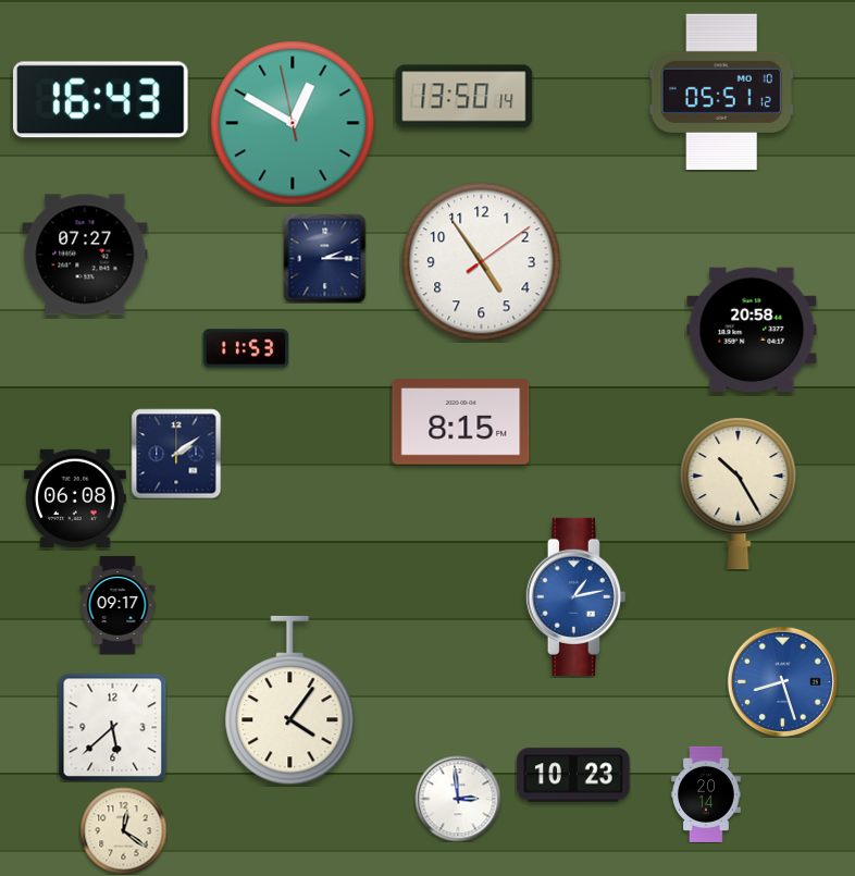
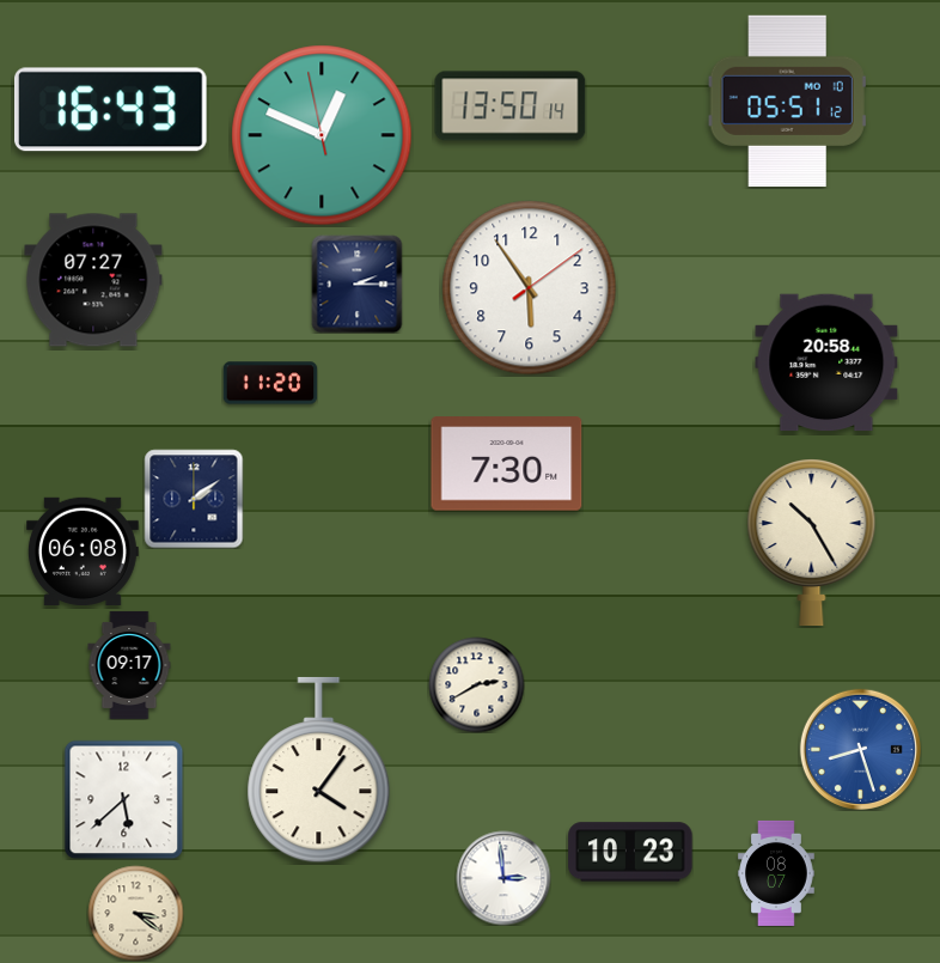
clock at (721, 91) position: (721, 91) -> (787, 100)
clock at (293, 123): 12:49 -> 12:48
clock at (482, 262): 4:54 -> 5:54
clock at (246, 348): 11:53 -> 11:20
clock at (461, 422): 8:15 -> 7:30
clock at (75, 498) position: (75, 498) -> (83, 551)
clock at (575, 596): 1:13 -> none
clock at (476, 684): none -> 2:40
clock at (706, 794): 20:14 -> 08:07
clock at (123, 830): 12:21 -> 3:21
